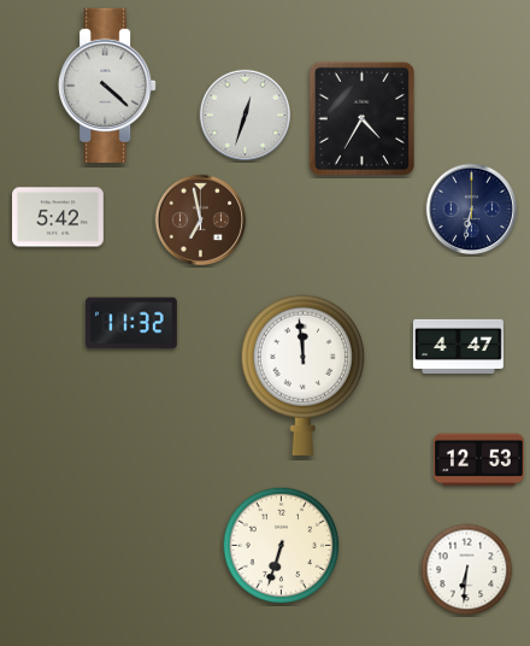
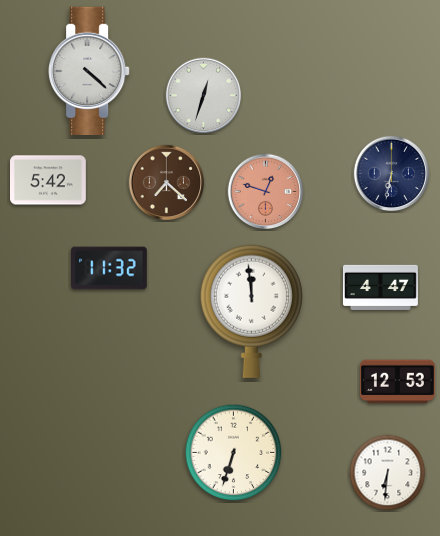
clock at (361, 118): 4:35 -> none
clock at (201, 221): 6:58 -> 7:22
clock at (266, 192): none -> 12:48
